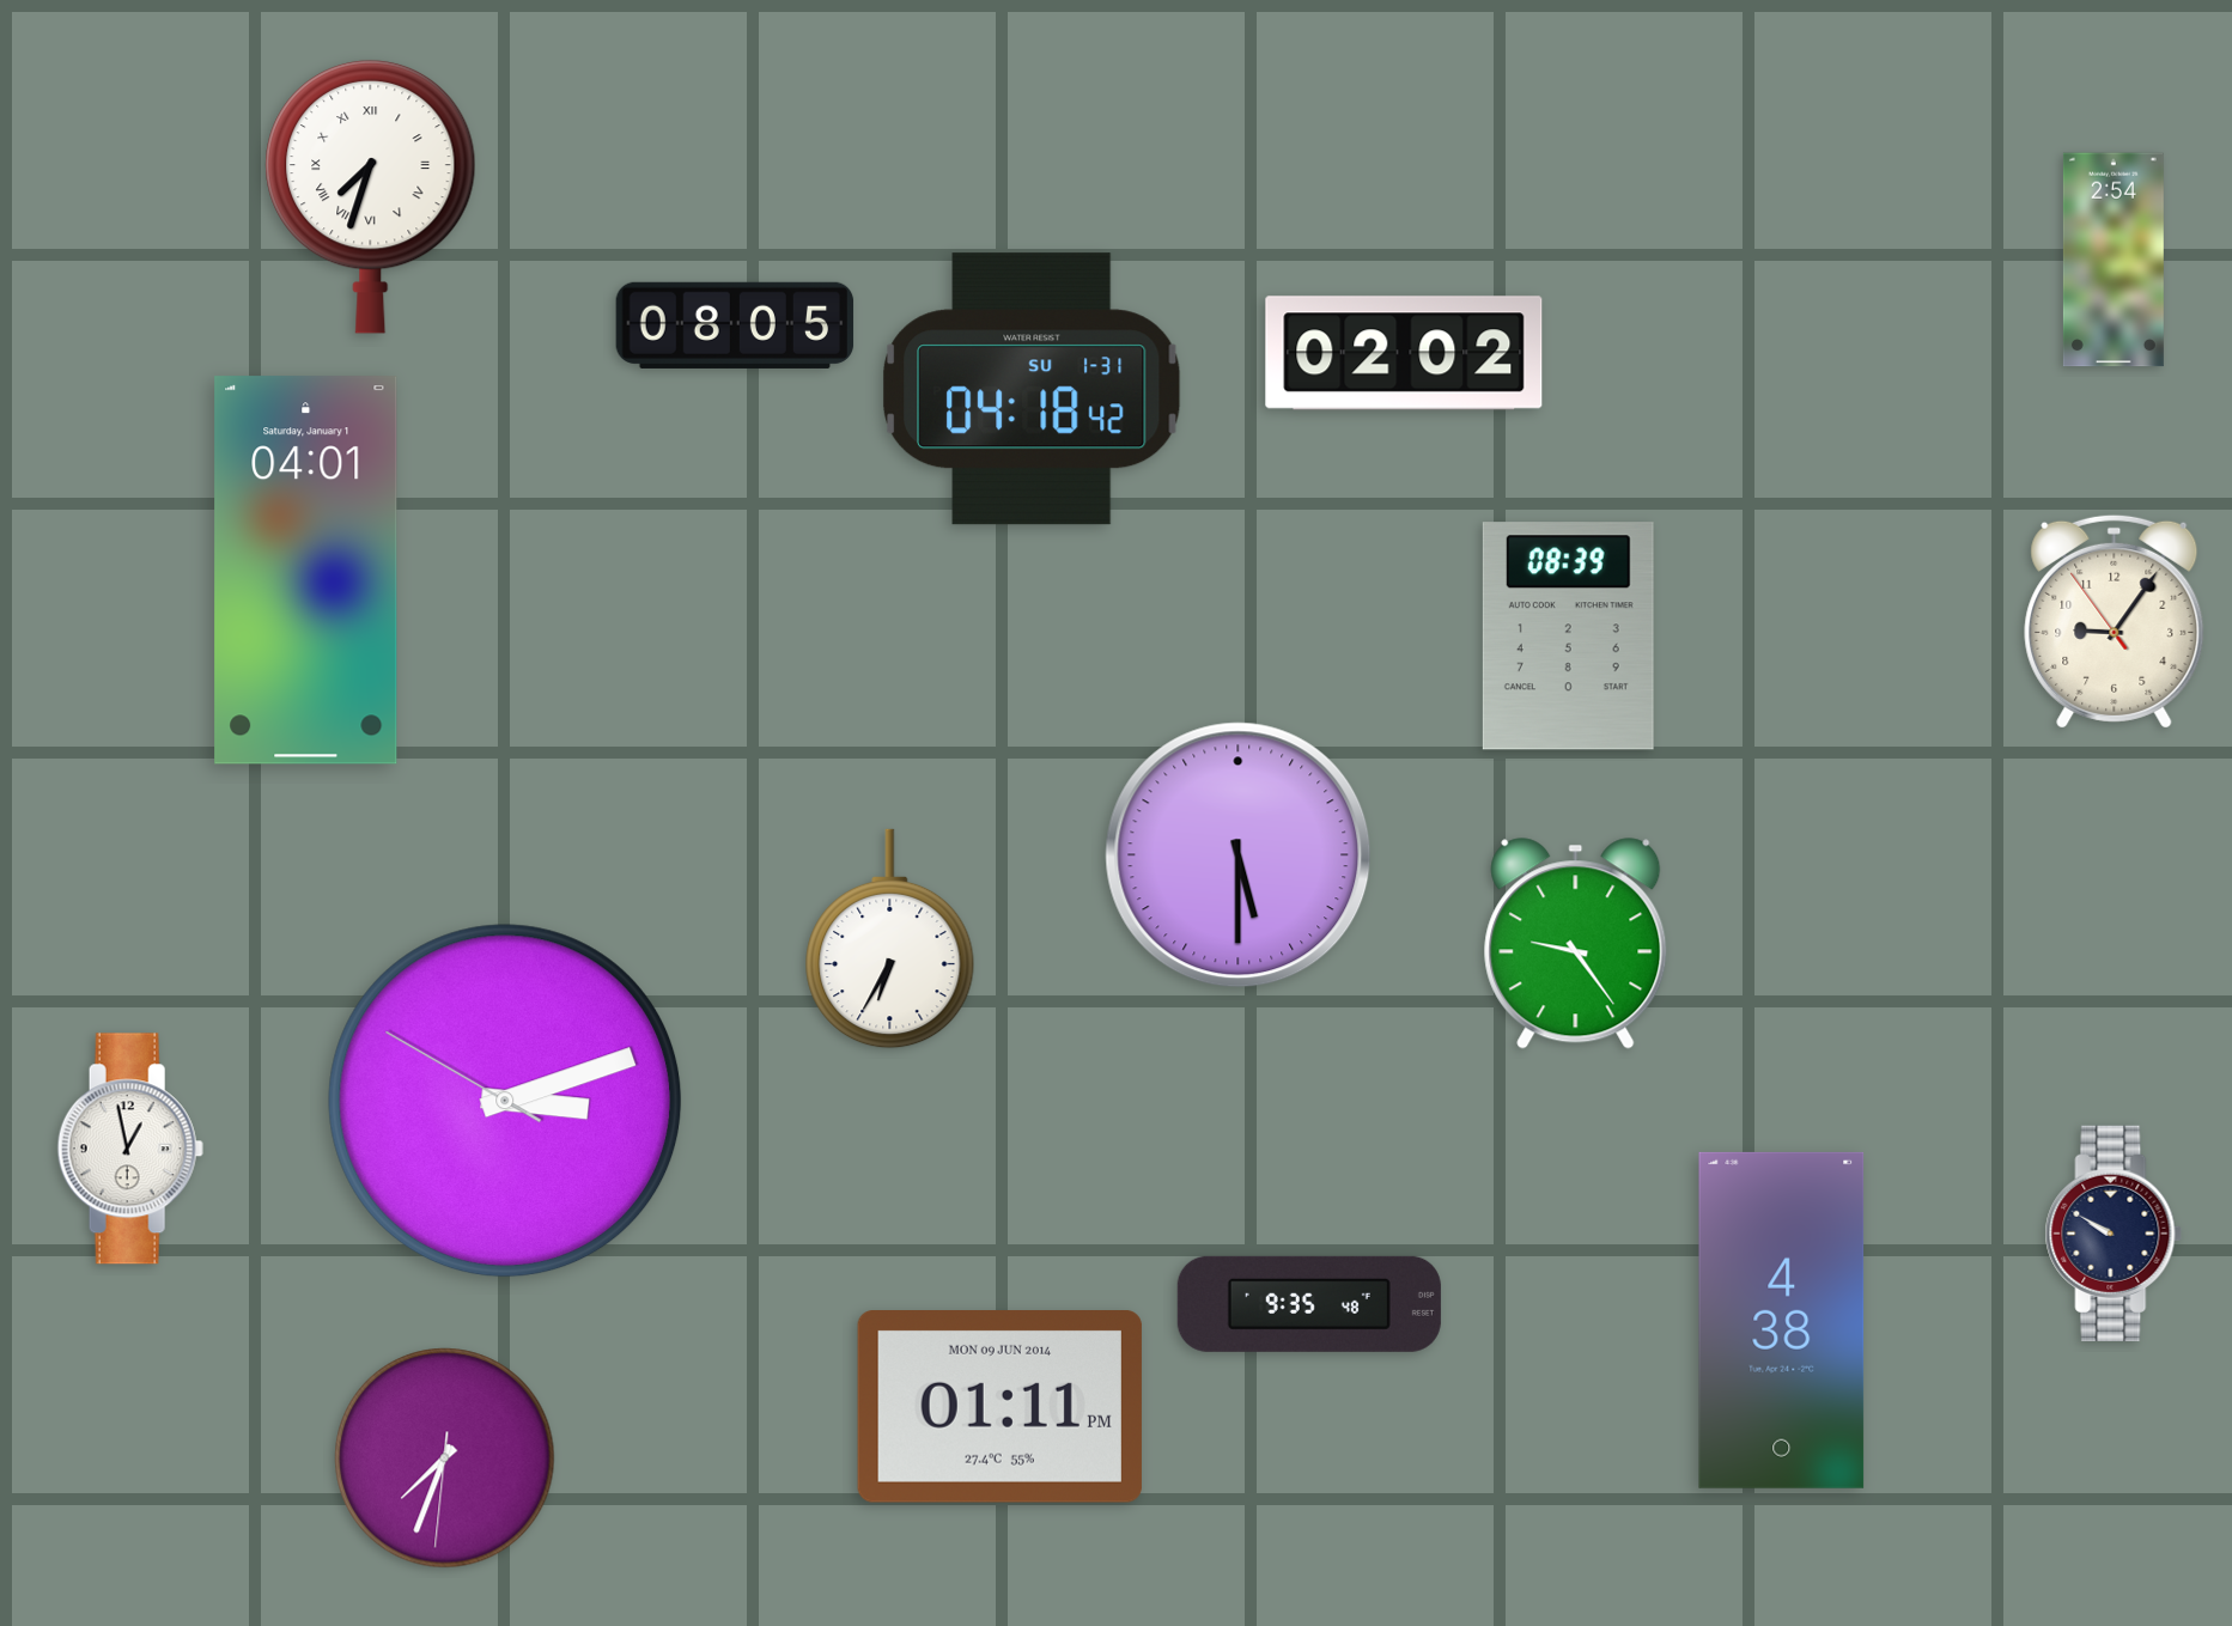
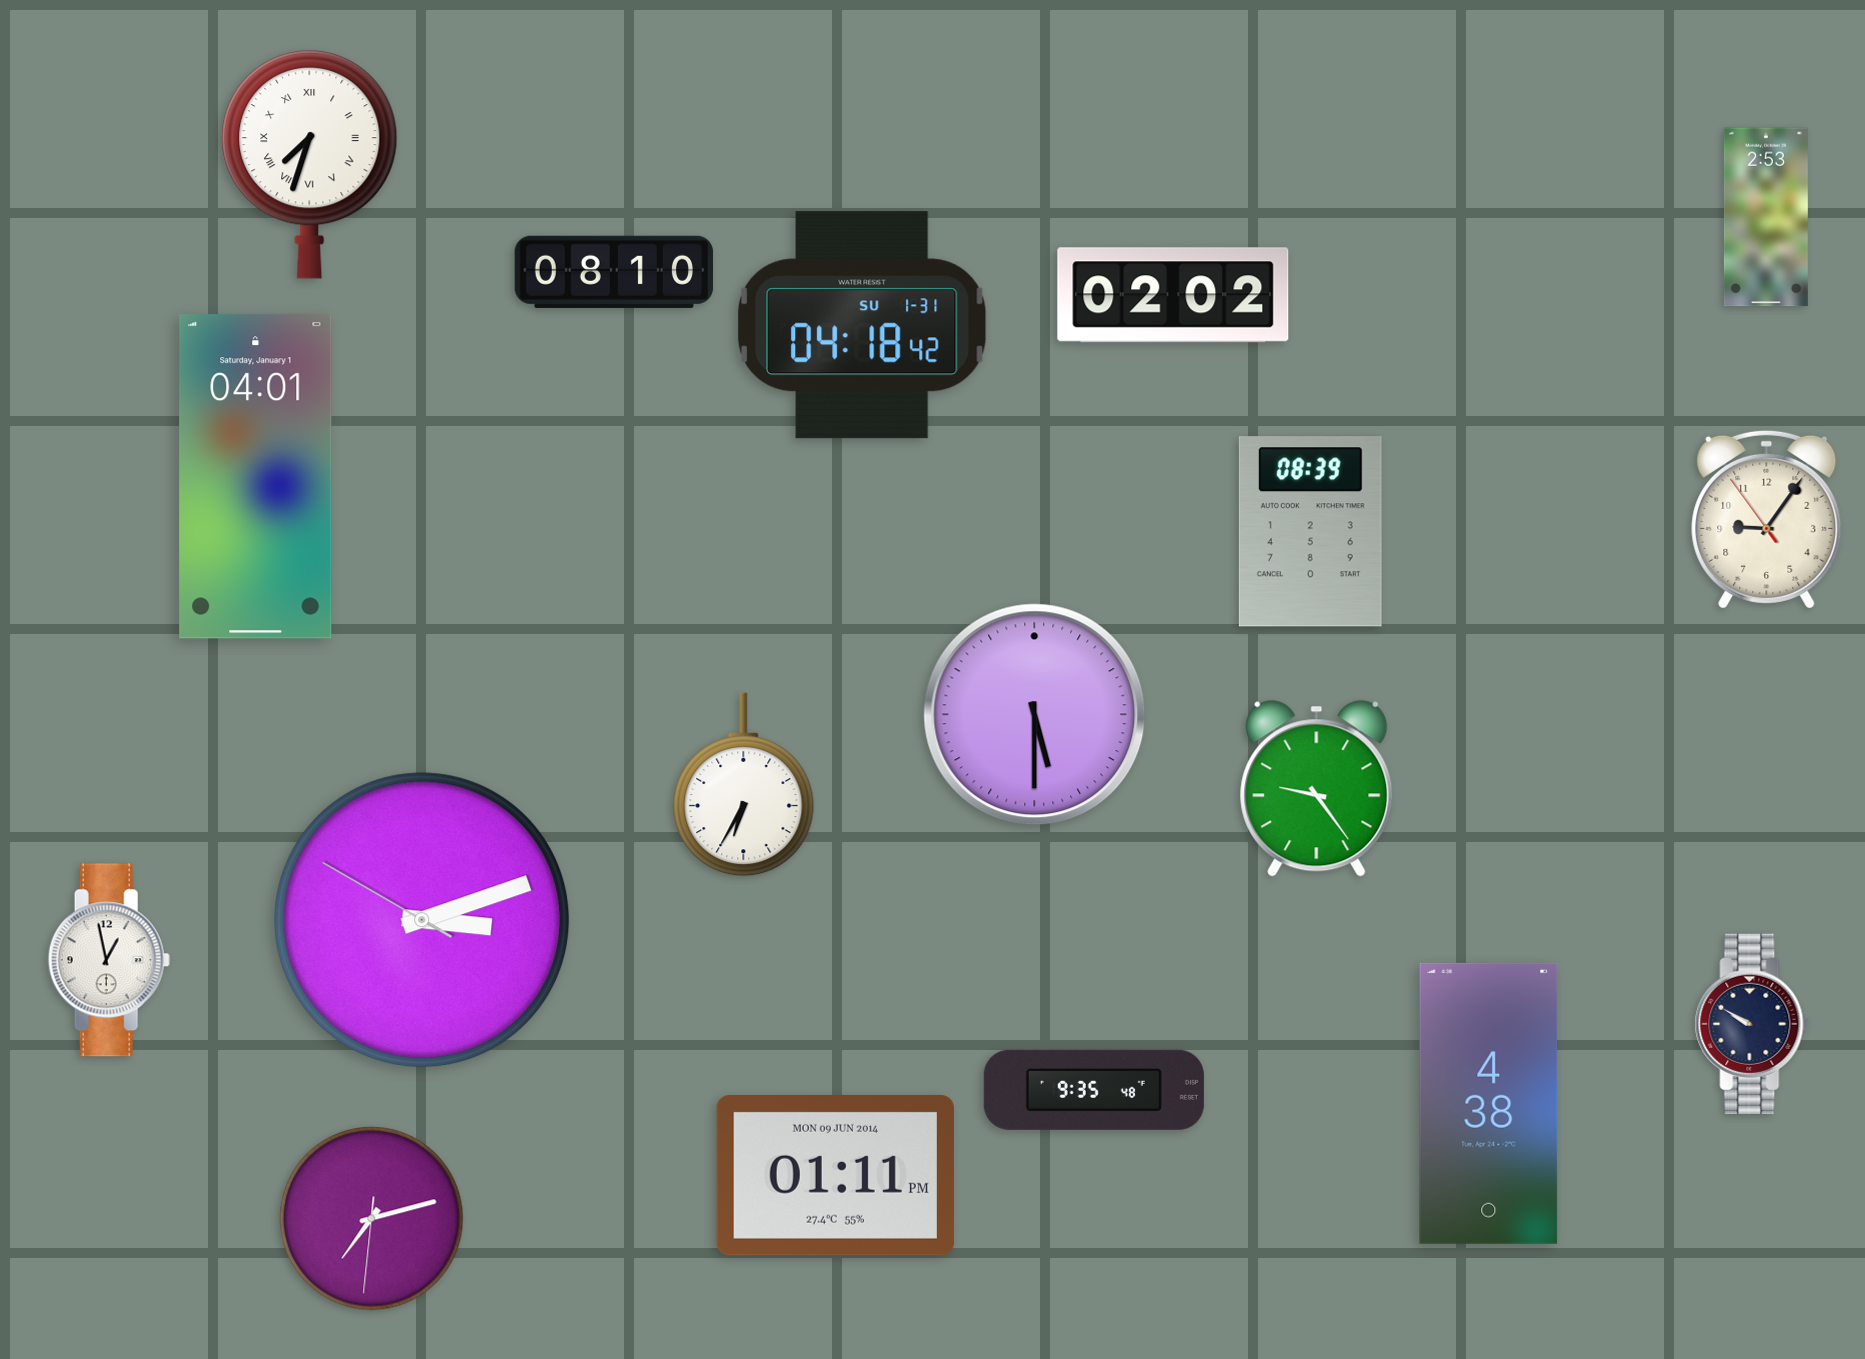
clock at (2114, 260): 2:54 -> 2:53
clock at (735, 325): 08:05 -> 08:10
clock at (2114, 1234) position: (2114, 1234) -> (1752, 1024)
clock at (445, 1458): 7:33 -> 7:12
